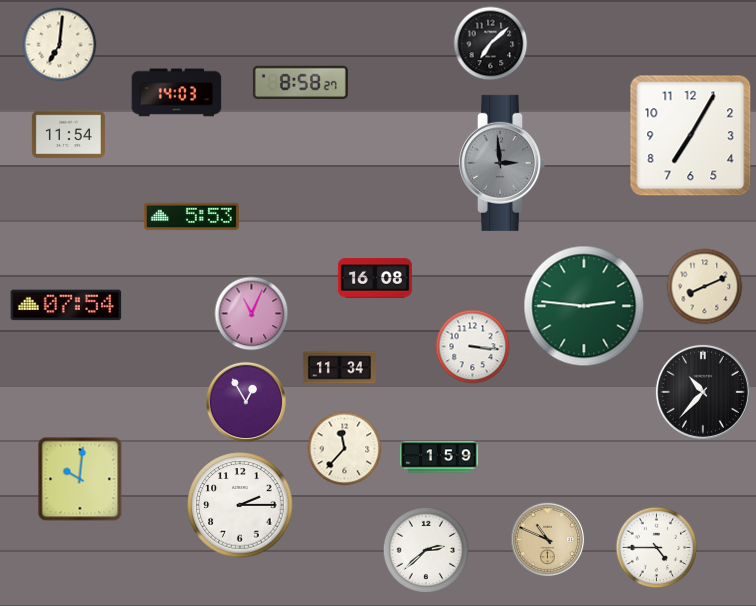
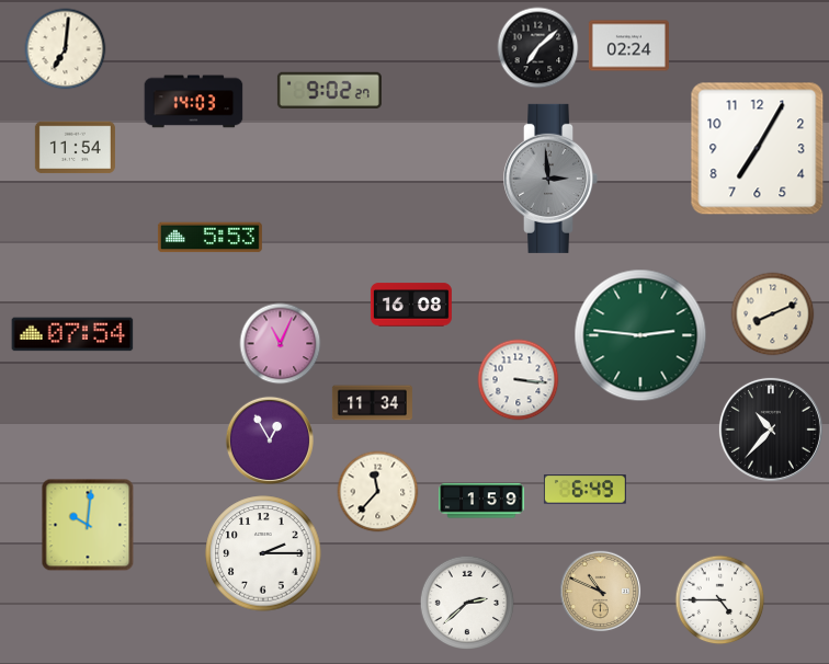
clock at (628, 46): none -> 02:24
clock at (300, 82): 8:58 -> 9:02
clock at (252, 314) position: (252, 314) -> (281, 344)
clock at (584, 490): none -> 6:49
